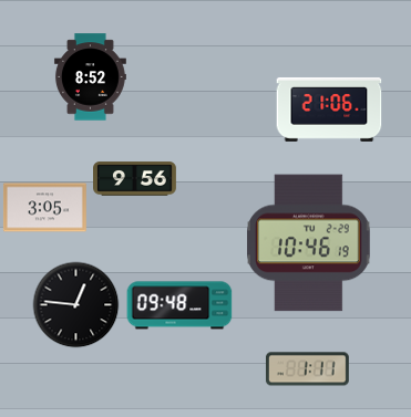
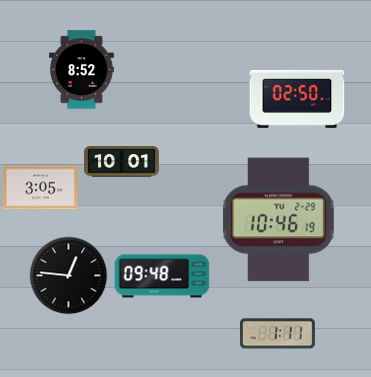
clock at (329, 110): 21:06 -> 02:50
clock at (135, 179): 9:56 -> 10:01
